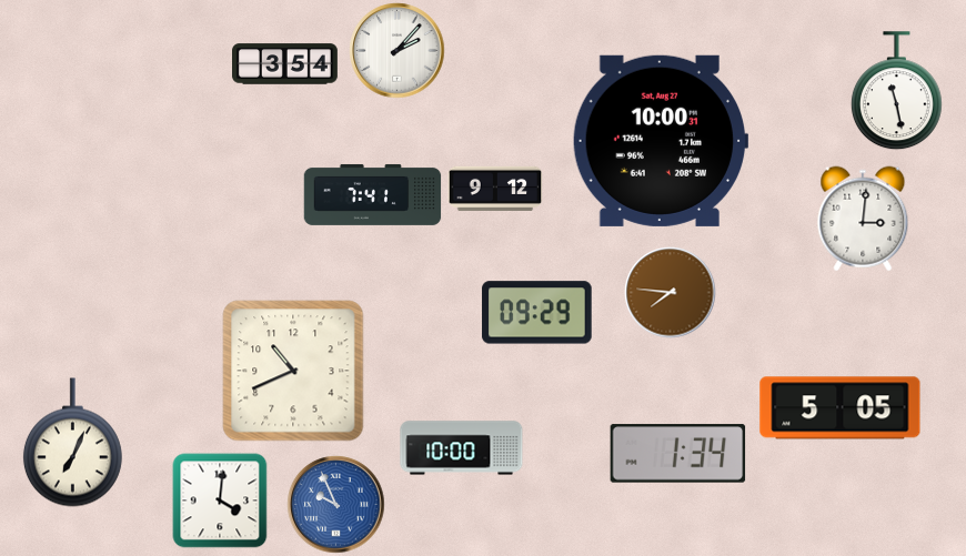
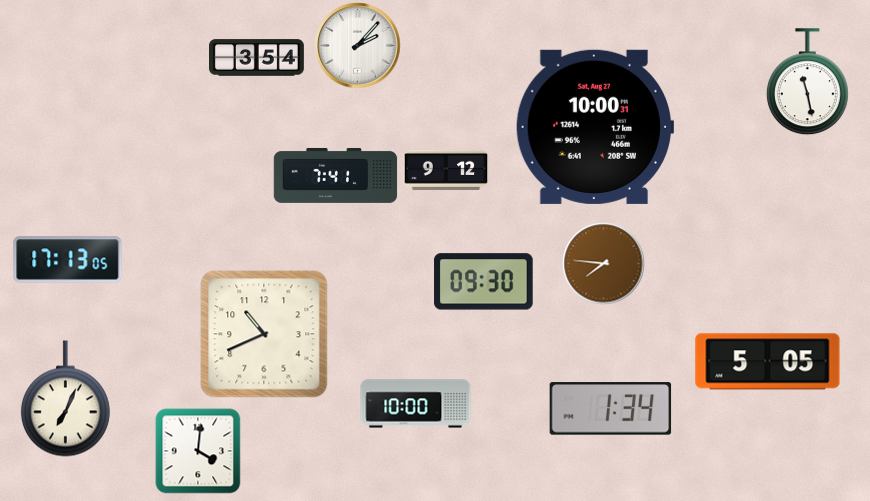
clock at (863, 219): 3:01 -> none
clock at (68, 260): none -> 17:13
clock at (537, 313): 09:29 -> 09:30
clock at (841, 408) position: (841, 408) -> (768, 362)
clock at (336, 505): 9:56 -> none
